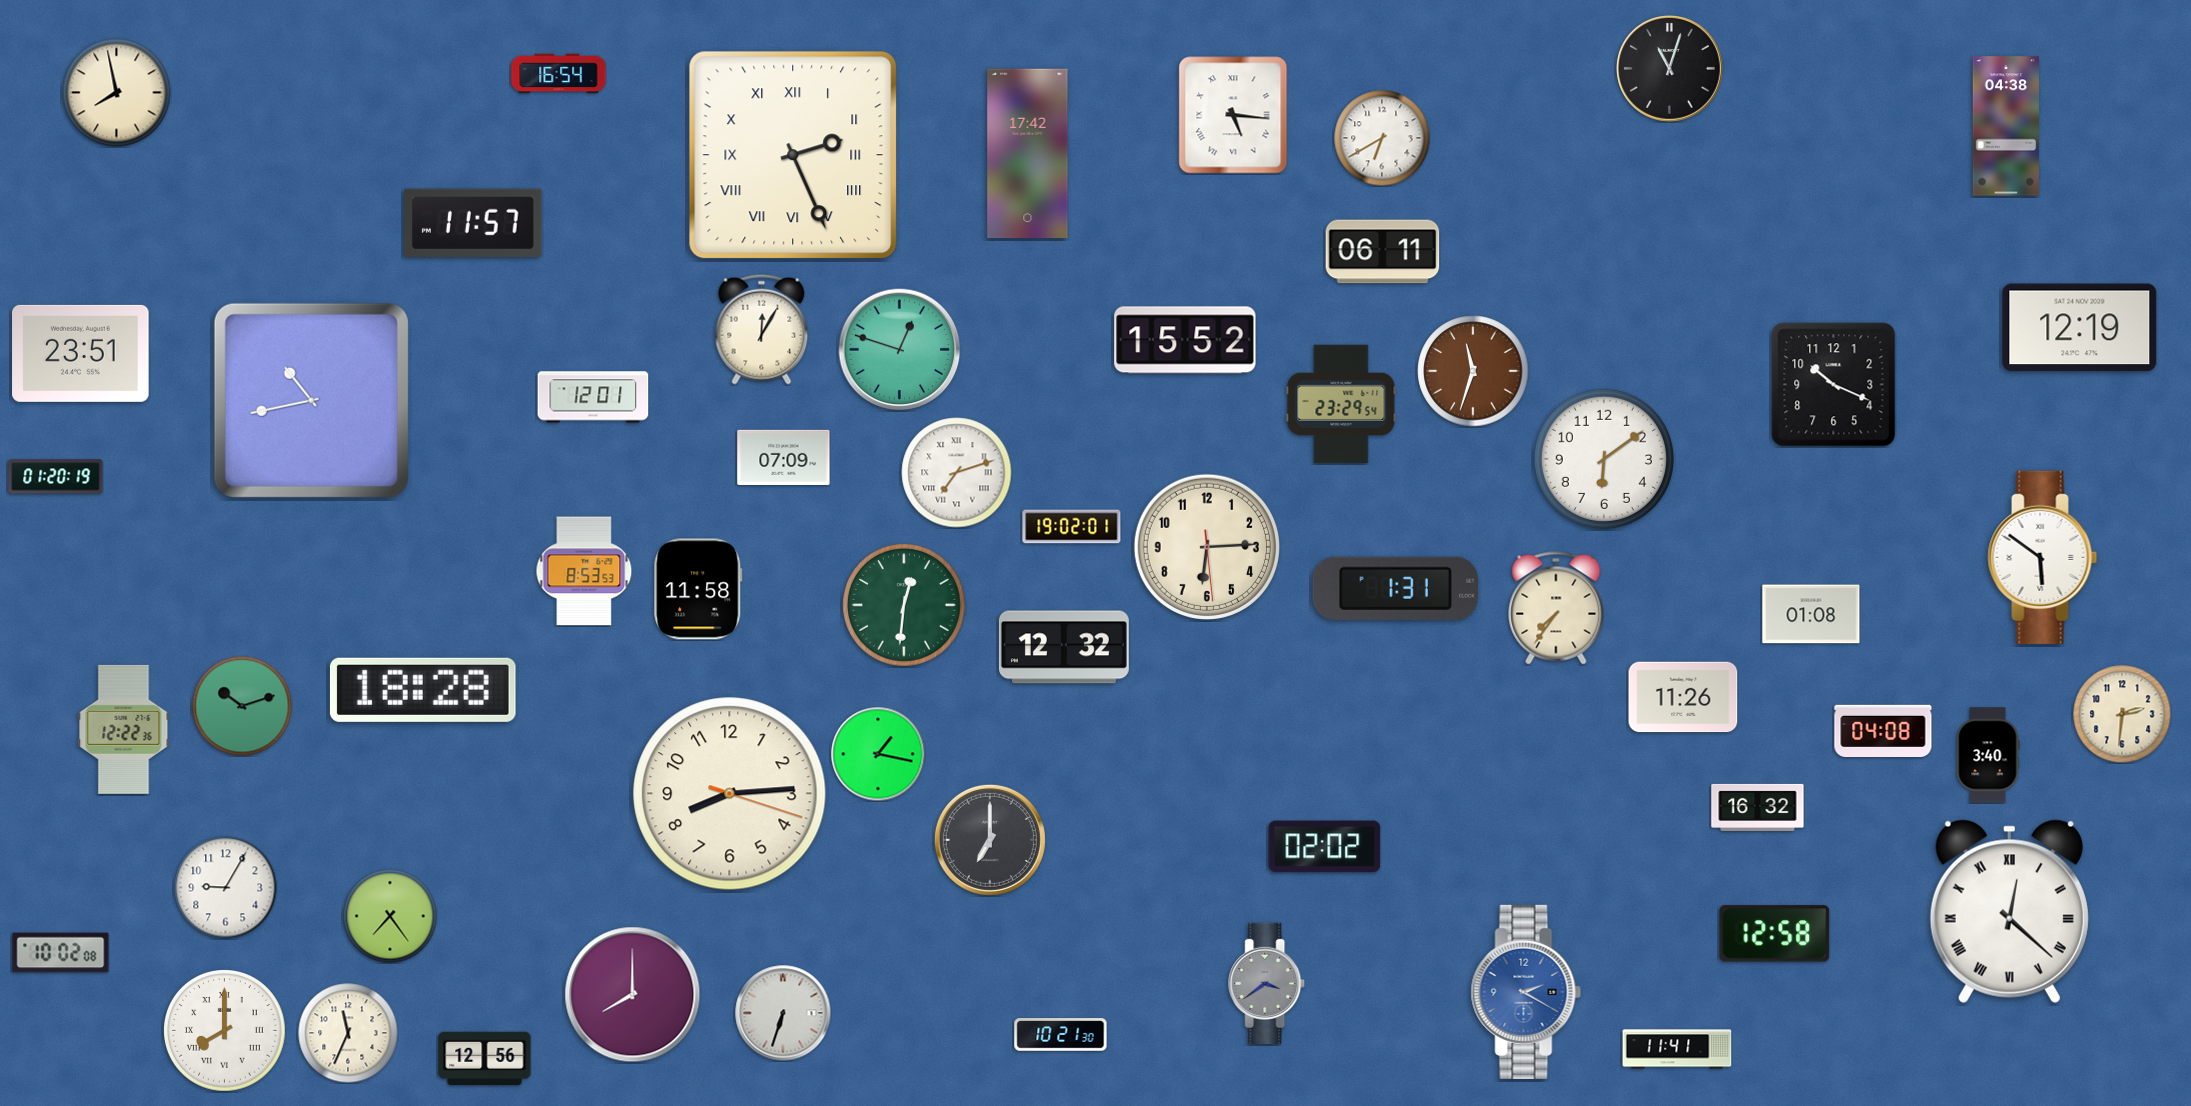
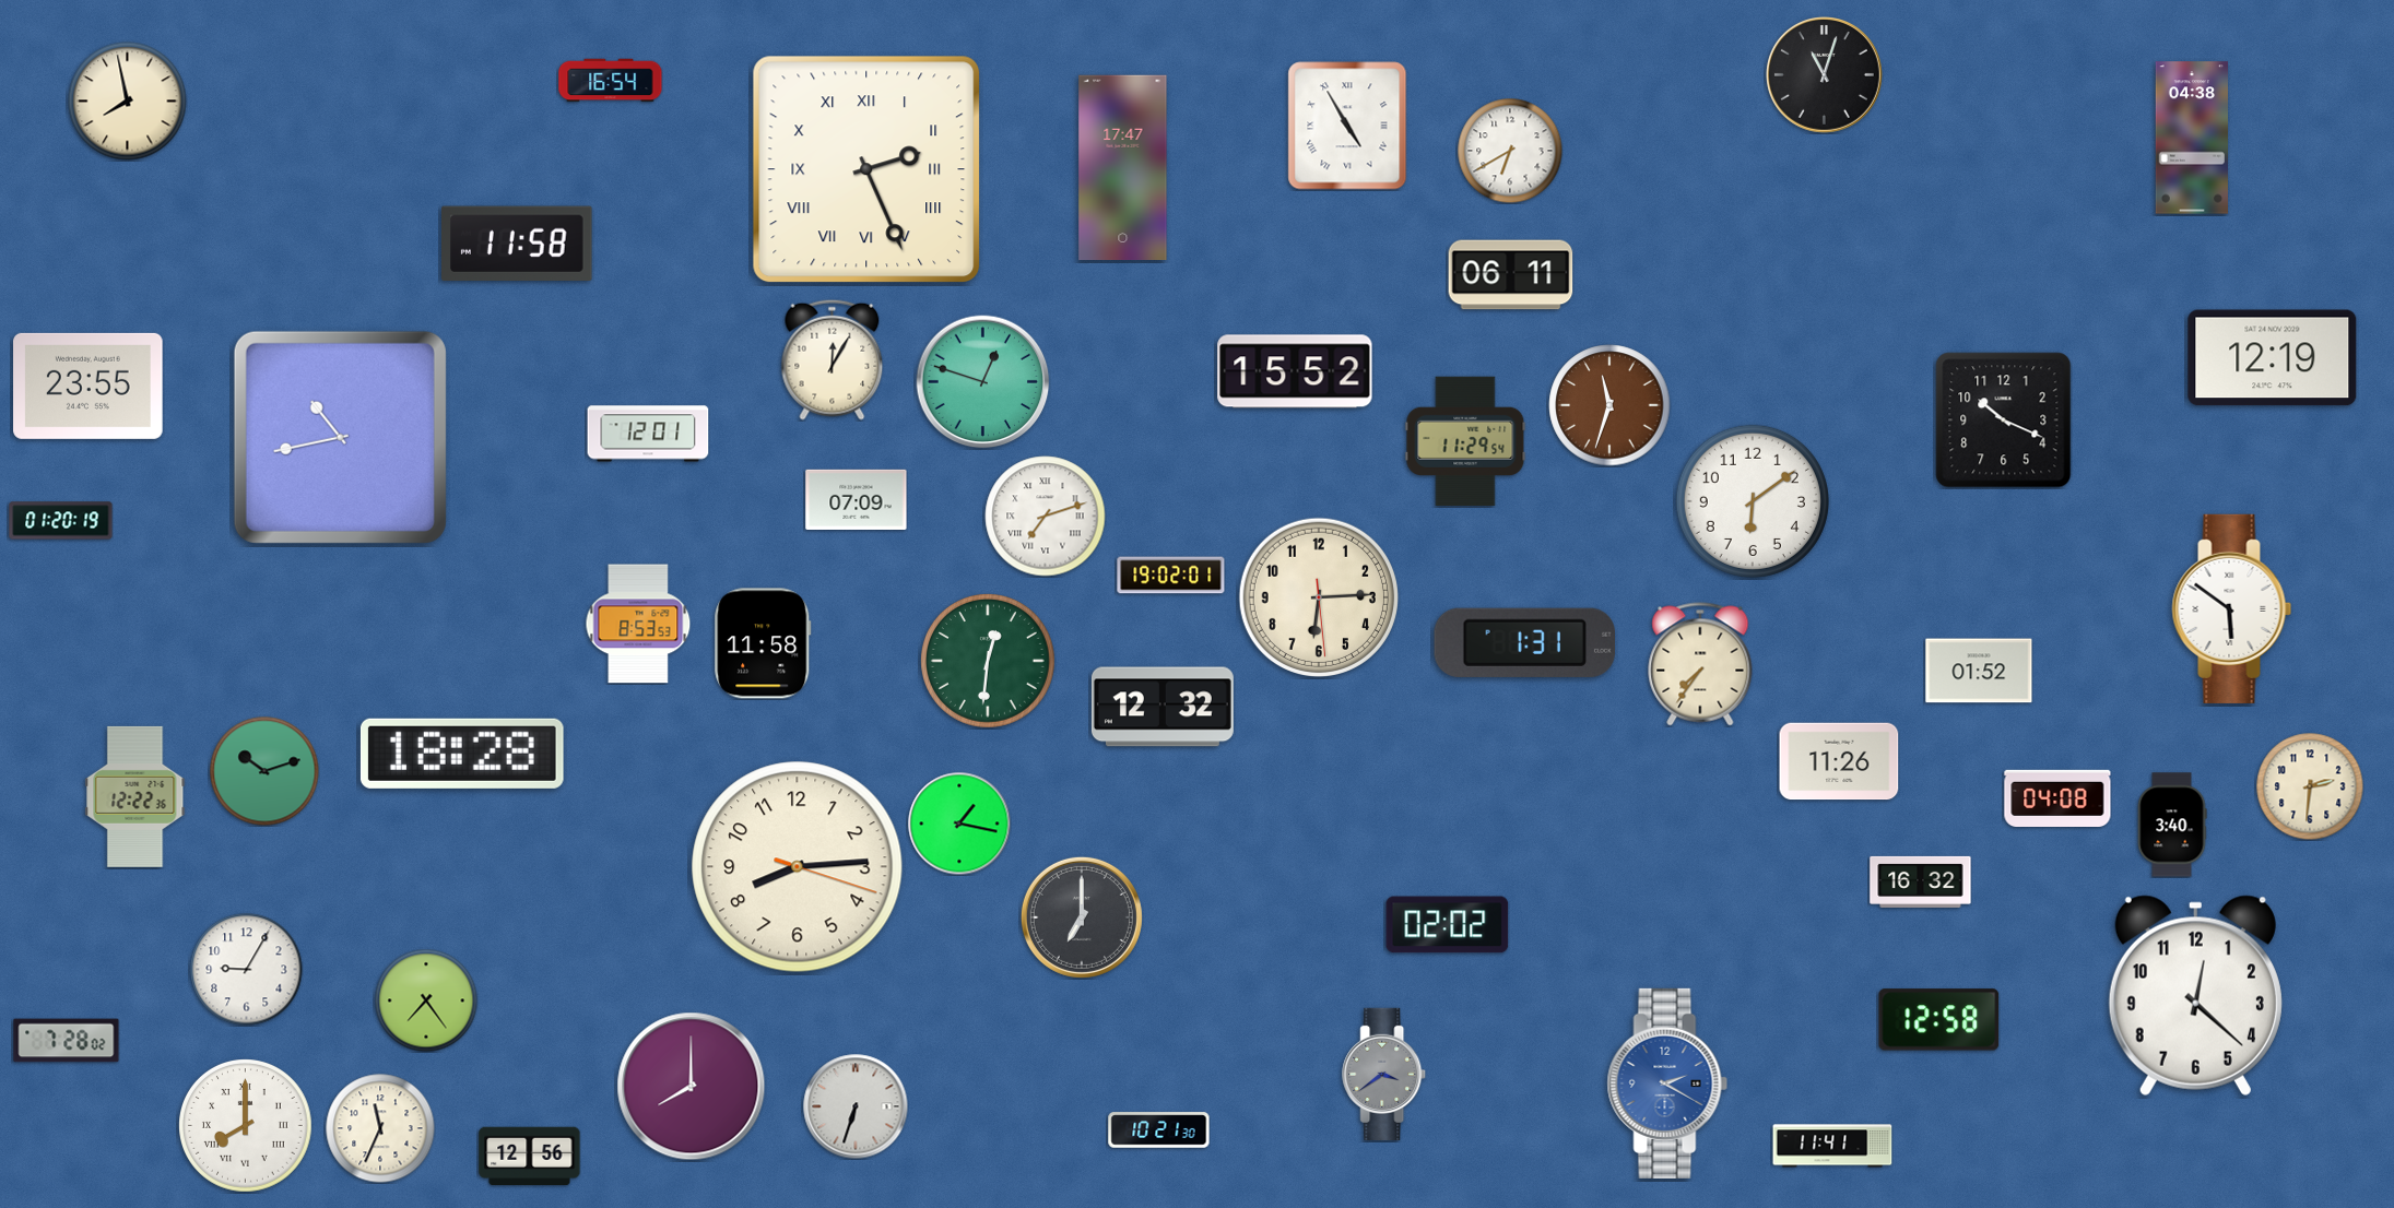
clock at (1233, 115): 5:16 -> 4:55
clock at (1028, 154): 17:42 -> 17:47
clock at (474, 223): 11:57 -> 11:58
clock at (81, 353): 23:51 -> 23:55
clock at (1341, 404): 23:29 -> 11:29
clock at (1811, 614): 01:08 -> 01:52
clock at (2122, 714) position: (2122, 714) -> (2310, 786)
clock at (2009, 911) numerals: Roman -> Arabic
clock at (61, 953): 10:02 -> 7:28
